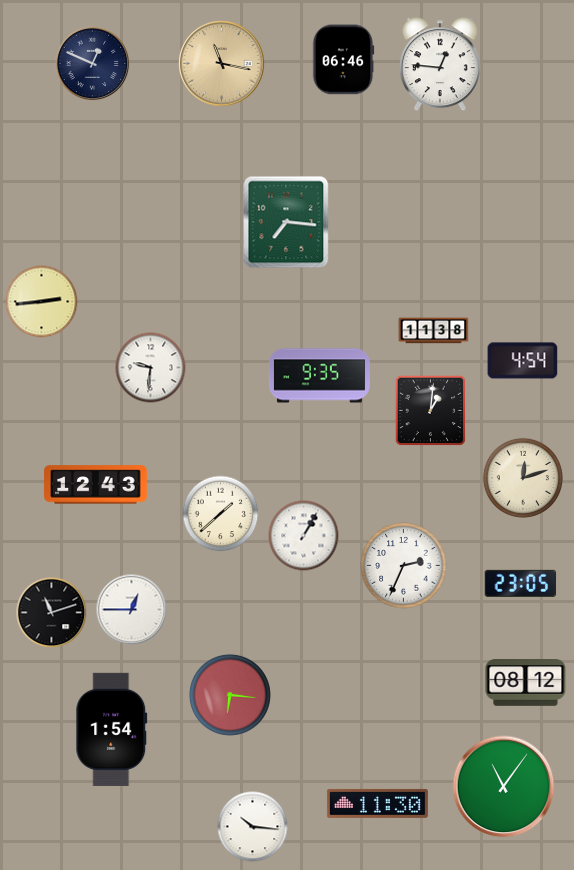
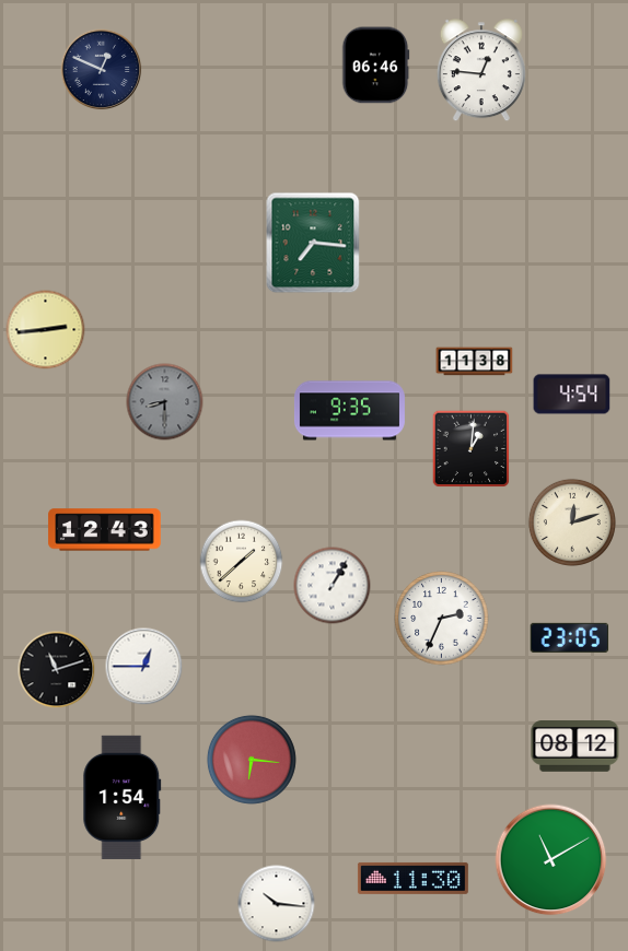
clock at (222, 64): 11:17 -> none
clock at (151, 368): 9:31 -> 8:30
clock at (151, 368) dial: white -> grey
clock at (504, 787): 11:06 -> 11:10
